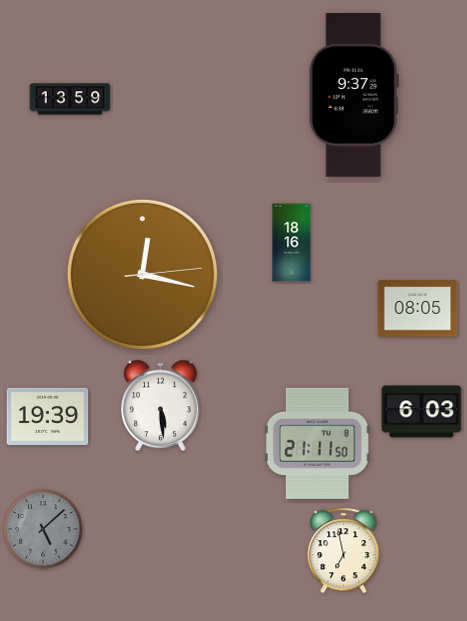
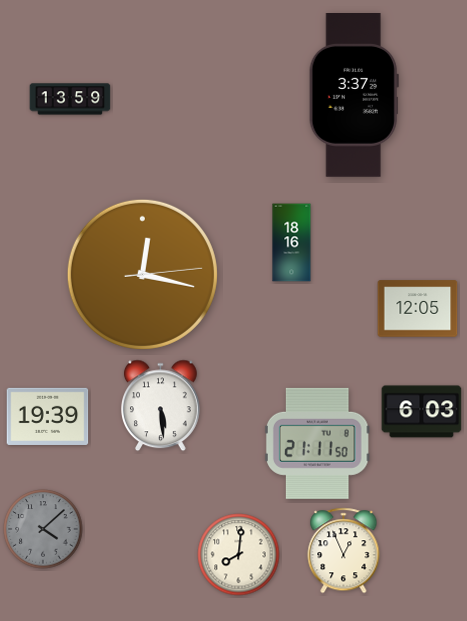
clock at (354, 96): 9:37 -> 3:37
clock at (418, 309): 08:05 -> 12:05
clock at (43, 529): 5:08 -> 4:08
clock at (344, 551): 6:58 -> 12:56
clock at (239, 555): none -> 8:01
